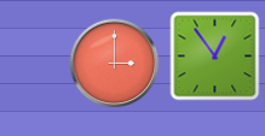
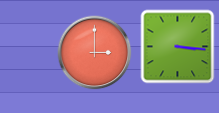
clock at (215, 57): 12:54 -> 3:16
